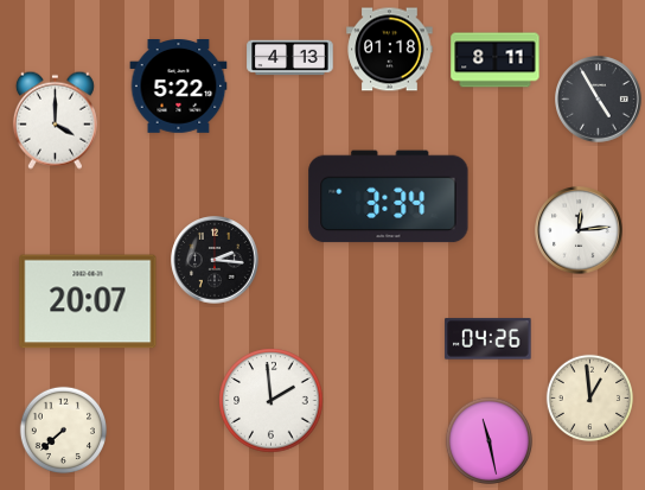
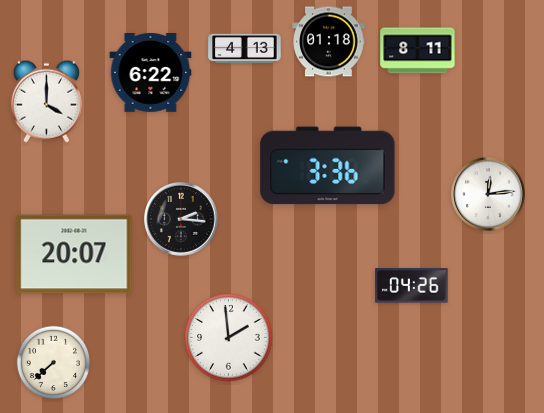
clock at (179, 87): 5:22 -> 6:22
clock at (599, 100): 4:55 -> none
clock at (389, 197): 3:34 -> 3:36
clock at (589, 397): 12:59 -> none
clock at (488, 440): 11:28 -> none
